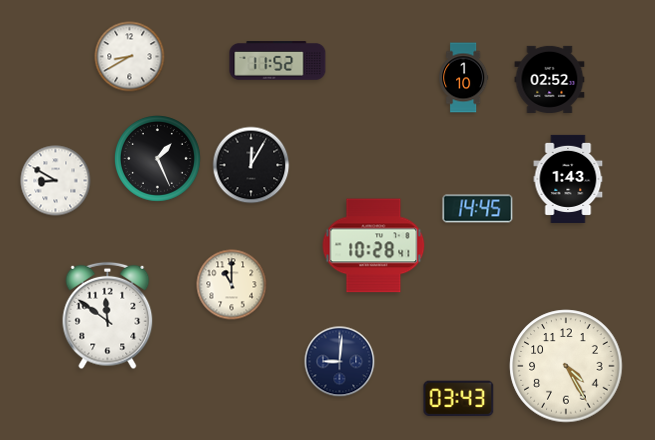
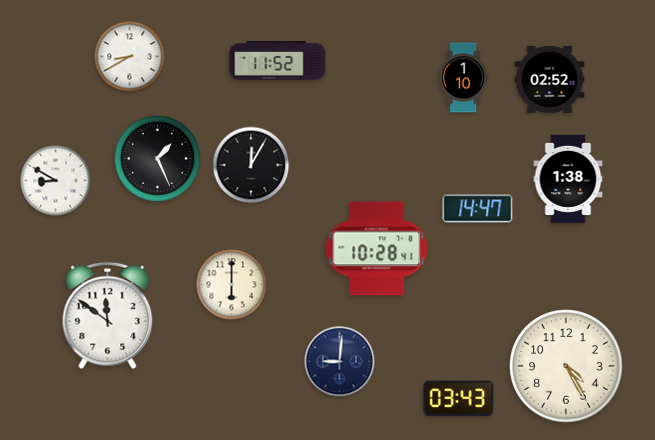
clock at (568, 179): 1:43 -> 1:38
clock at (478, 209): 14:45 -> 14:47
clock at (374, 246) position: (374, 246) -> (377, 249)
clock at (232, 285): 11:00 -> 6:00
